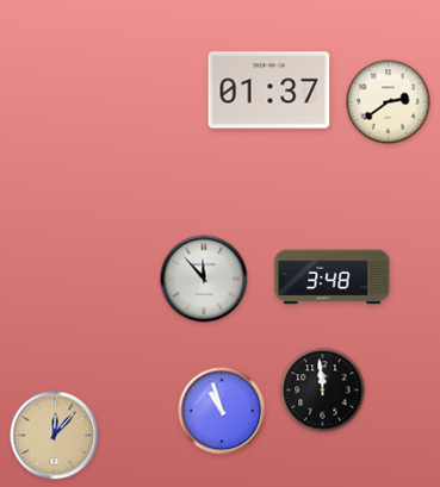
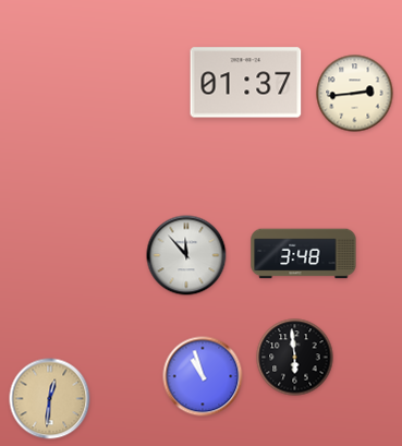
clock at (389, 102): 2:39 -> 2:44
clock at (323, 391): 11:59 -> 5:59
clock at (55, 436): 12:07 -> 12:31
